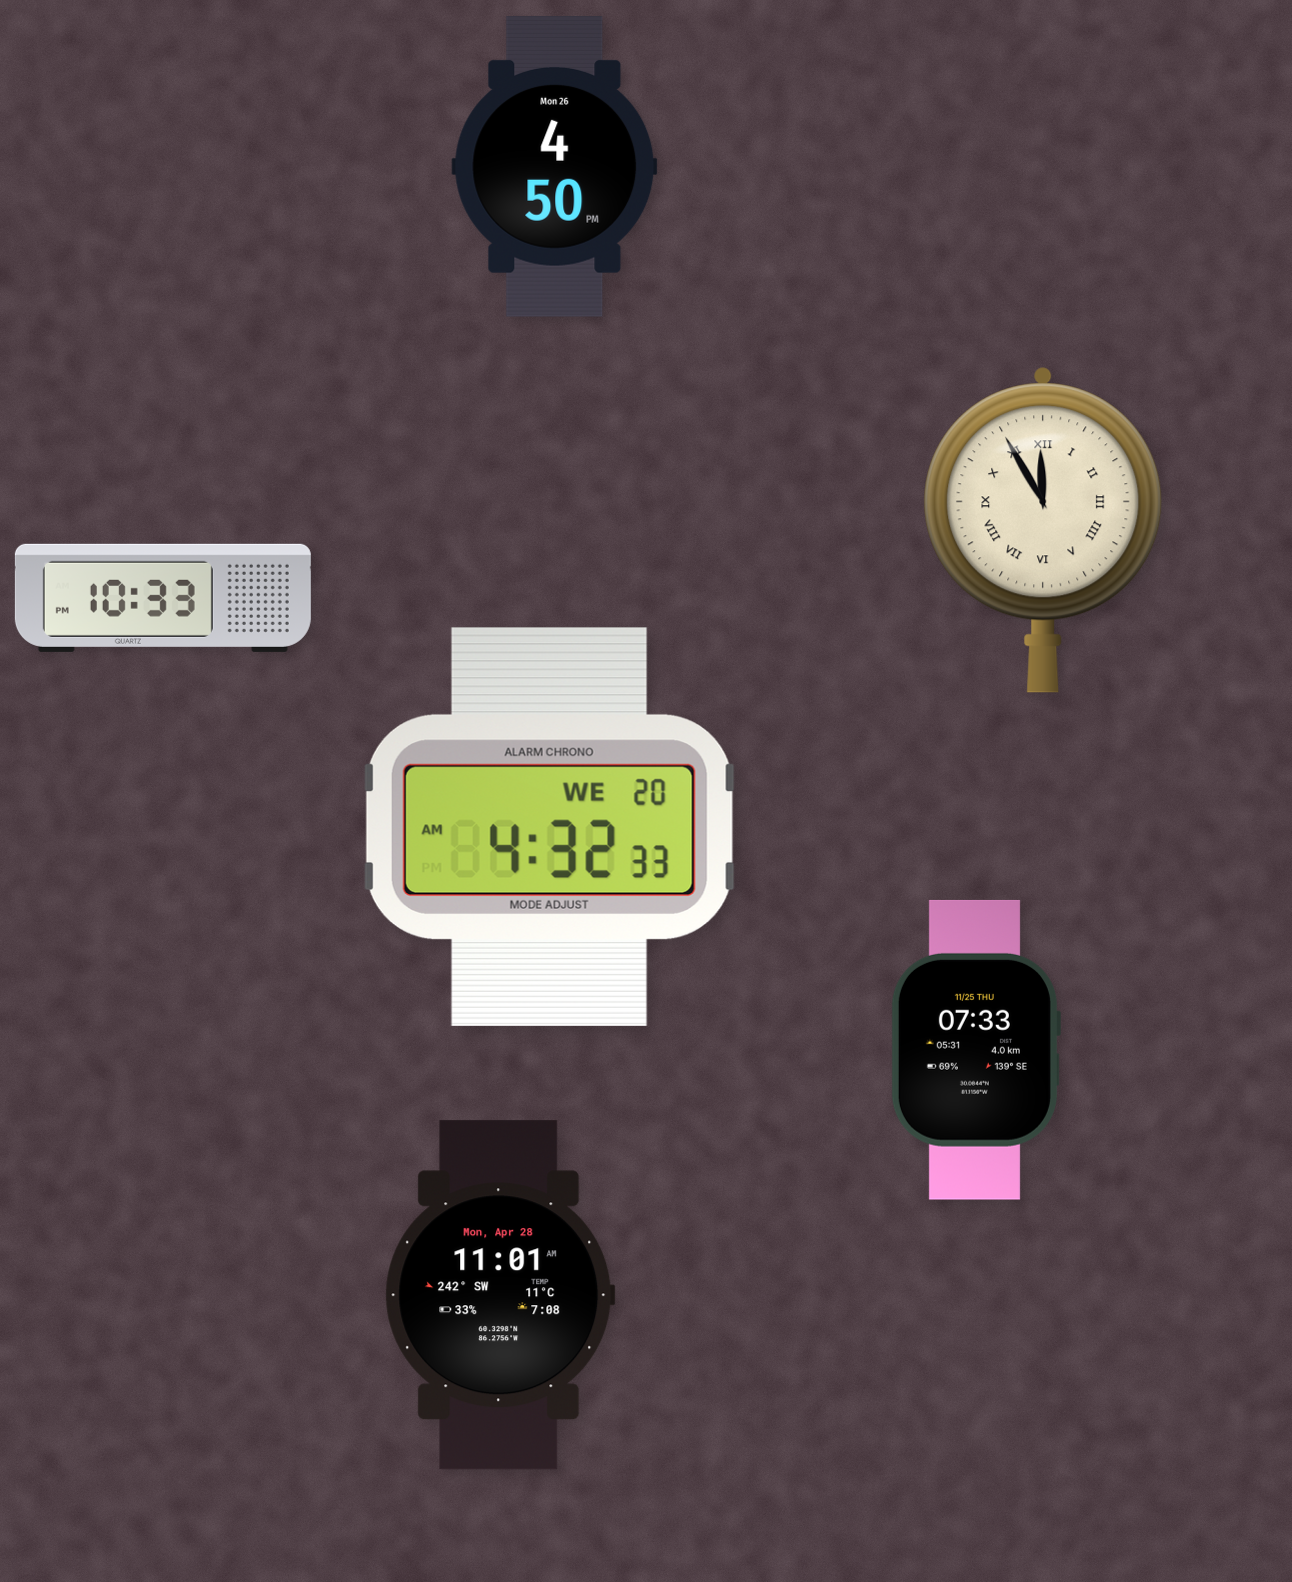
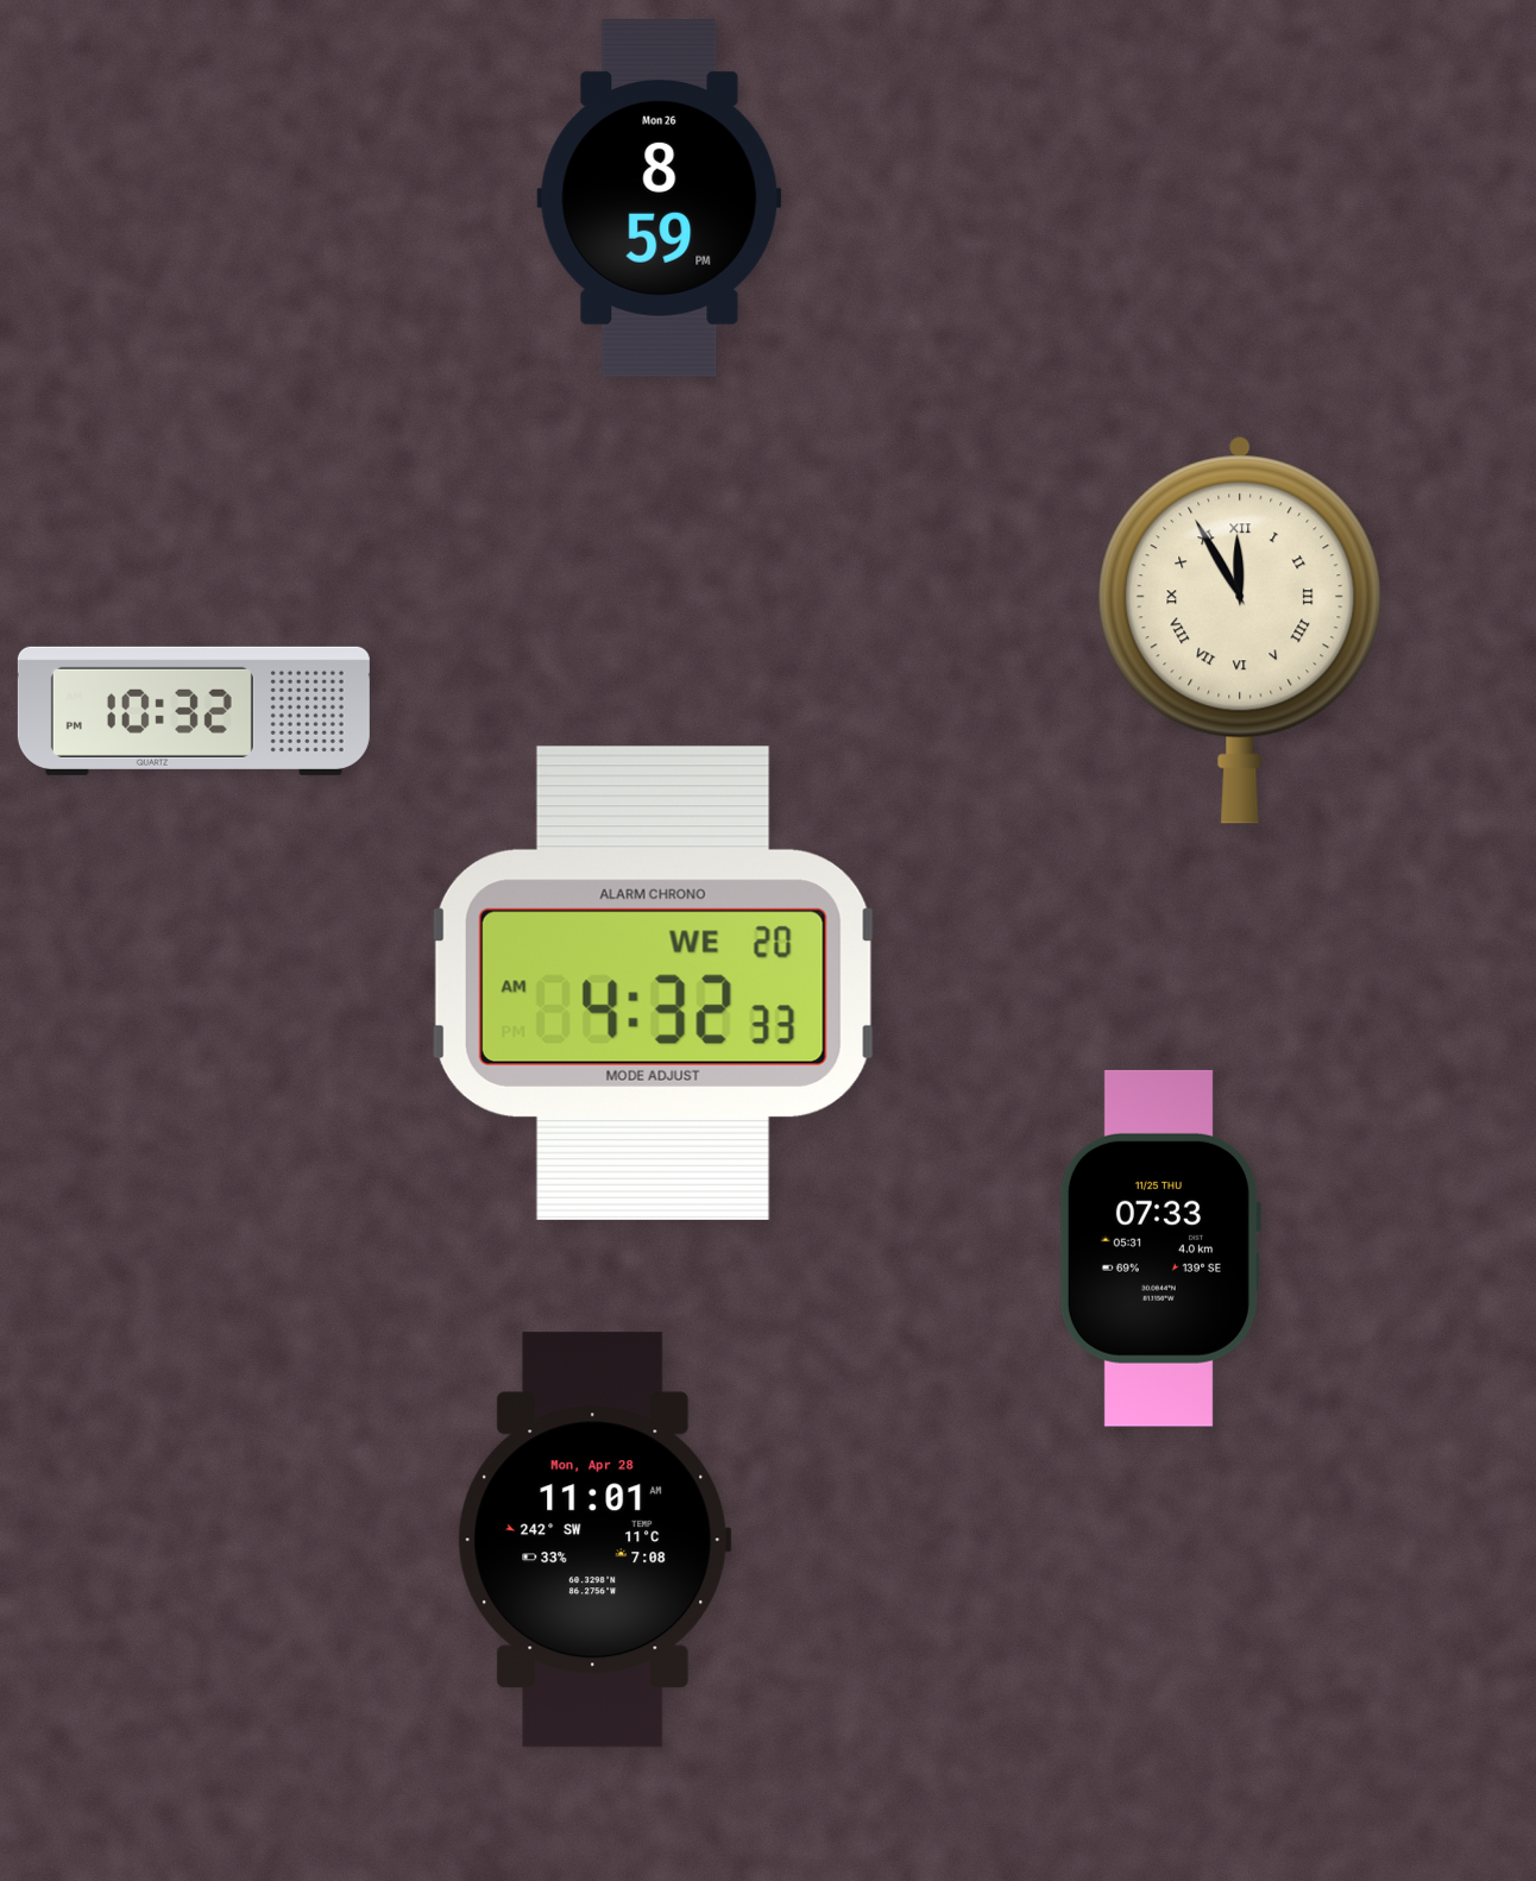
clock at (555, 167): 4:50 -> 8:59
clock at (163, 598): 10:33 -> 10:32
